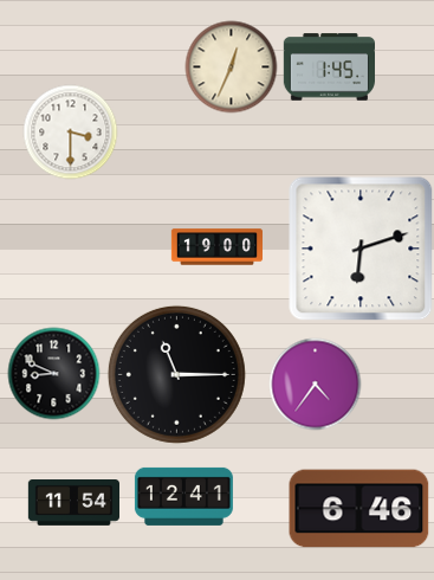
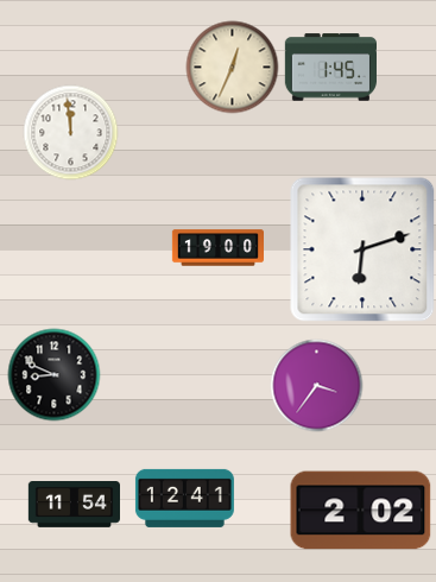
clock at (70, 131): 3:30 -> 11:59
clock at (176, 374): 11:15 -> none
clock at (315, 384): 4:36 -> 3:36
clock at (359, 509): 6:46 -> 2:02
